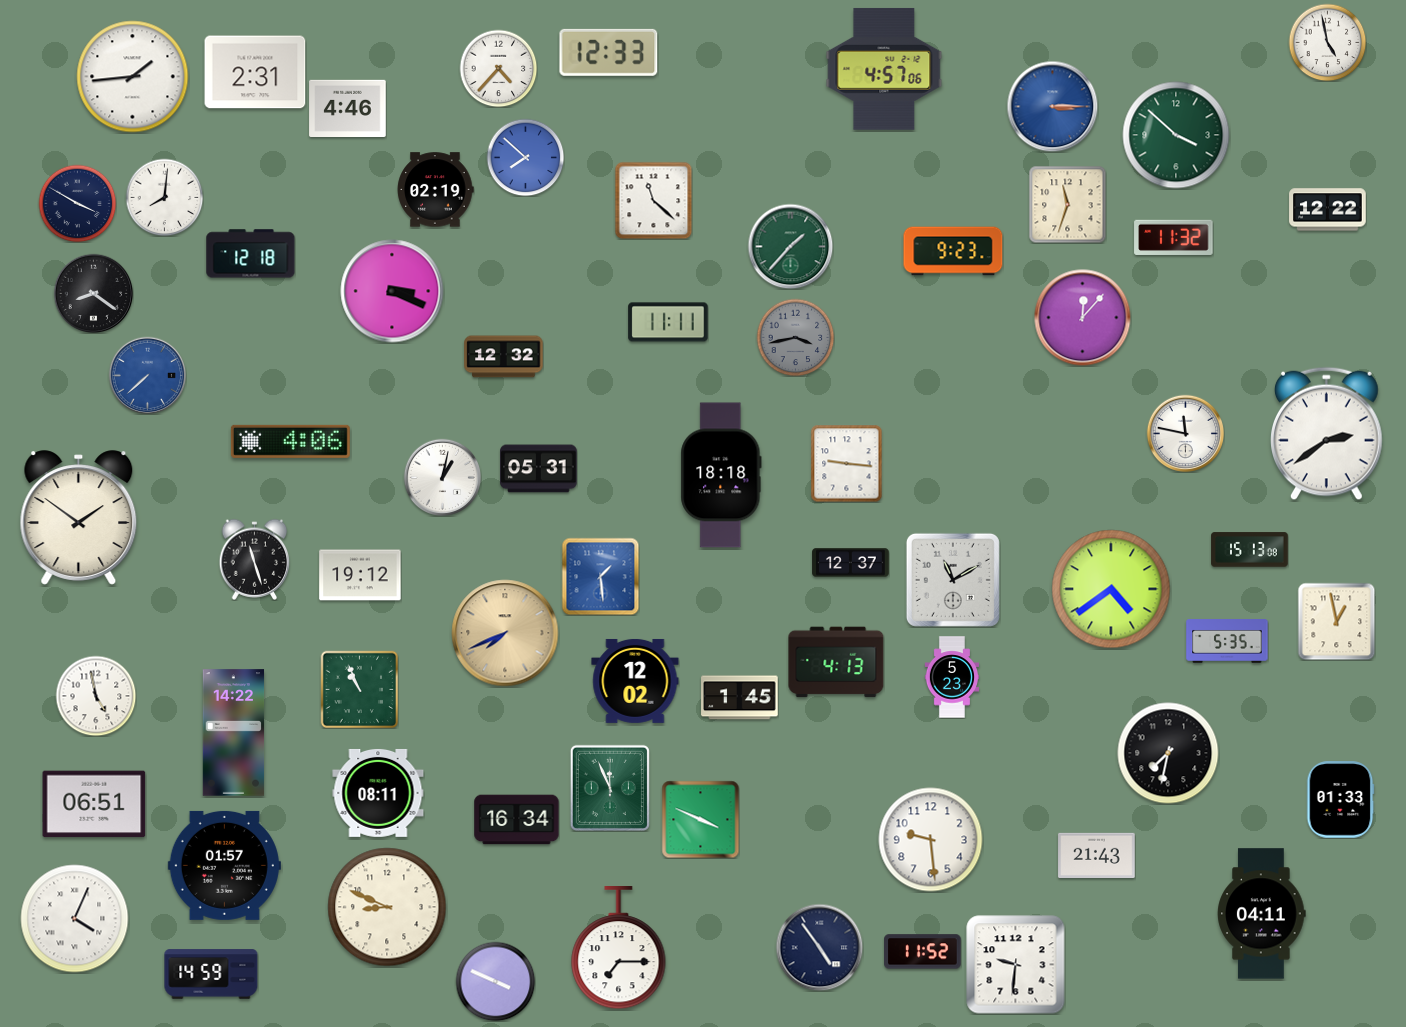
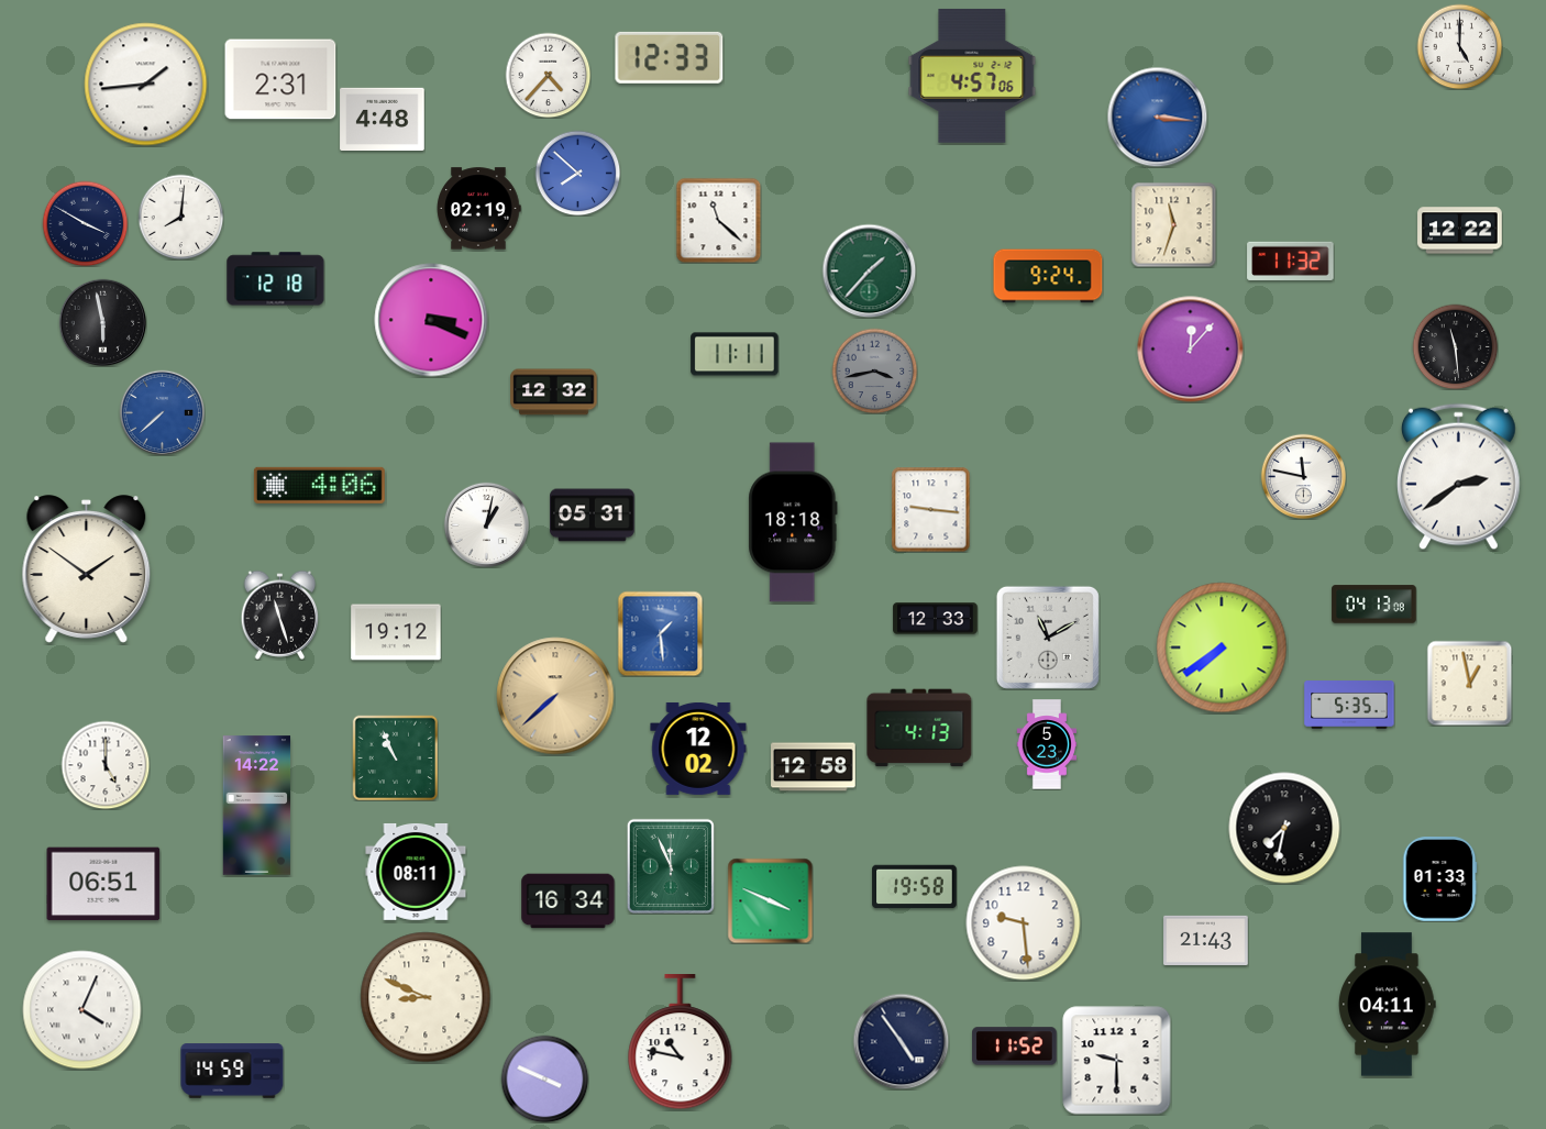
clock at (1327, 42): 4:58 -> 5:00
clock at (1052, 106): 3:15 -> 3:16
clock at (348, 108): 4:46 -> 4:48
clock at (1176, 135): 3:52 -> none
clock at (953, 251): 9:23 -> 9:24
clock at (93, 293): 8:21 -> 5:58
clock at (1455, 346): none -> 11:29
clock at (1250, 550): 15:13 -> 04:13
clock at (851, 563): 12:37 -> 12:33
clock at (1111, 589): 4:39 -> 7:39
clock at (505, 633): 7:41 -> 7:38
clock at (96, 696): 4:58 -> 5:00
clock at (740, 698): 1:45 -> 12:58
clock at (1340, 800) position: (1340, 800) -> (1439, 879)
clock at (915, 887): none -> 19:58
clock at (224, 865): 01:57 -> none
clock at (619, 949): 7:15 -> 10:47
clock at (1016, 965): 9:31 -> 9:30
